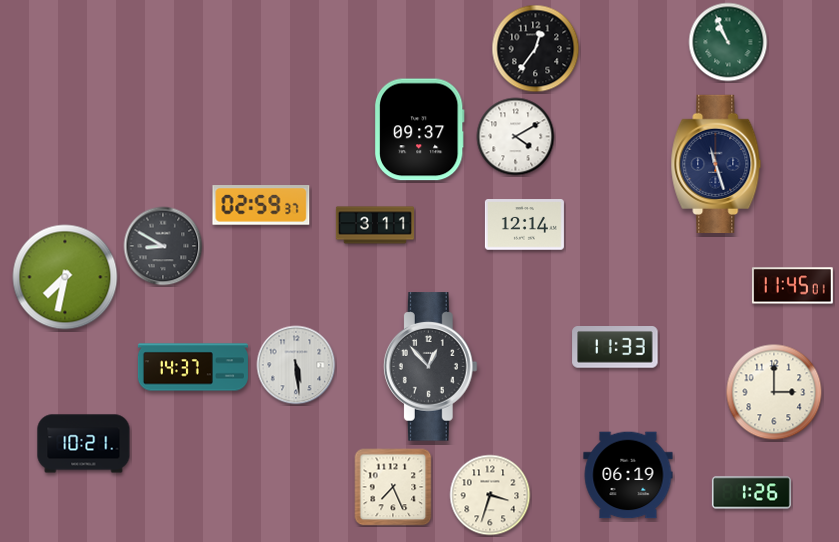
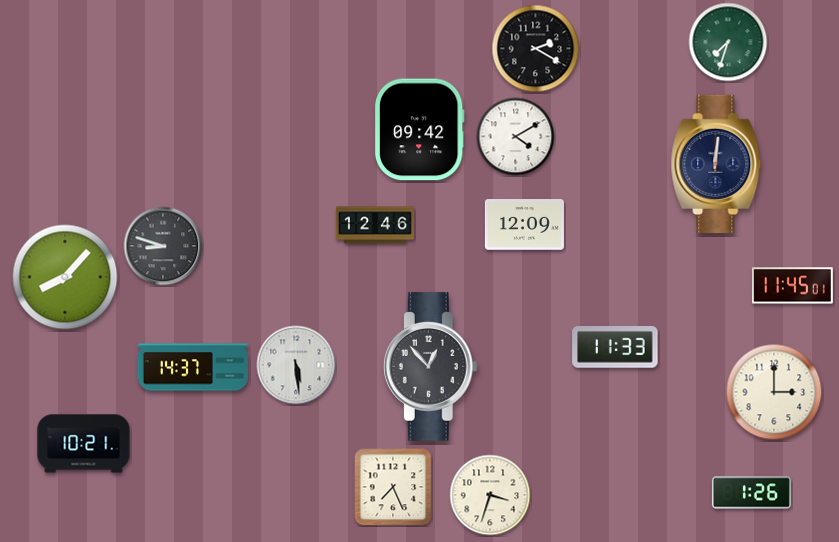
clock at (728, 42): 10:56 -> 7:33
clock at (536, 49): 12:36 -> 2:20
clock at (419, 130): 09:37 -> 09:42
clock at (716, 163): 11:27 -> 12:01
clock at (261, 206): 02:59 -> none
clock at (375, 225): 3:11 -> 12:46
clock at (524, 225): 12:14 -> 12:09
clock at (163, 246): 8:50 -> 8:48
clock at (65, 277): 7:32 -> 8:07
clock at (628, 475): 06:19 -> none
